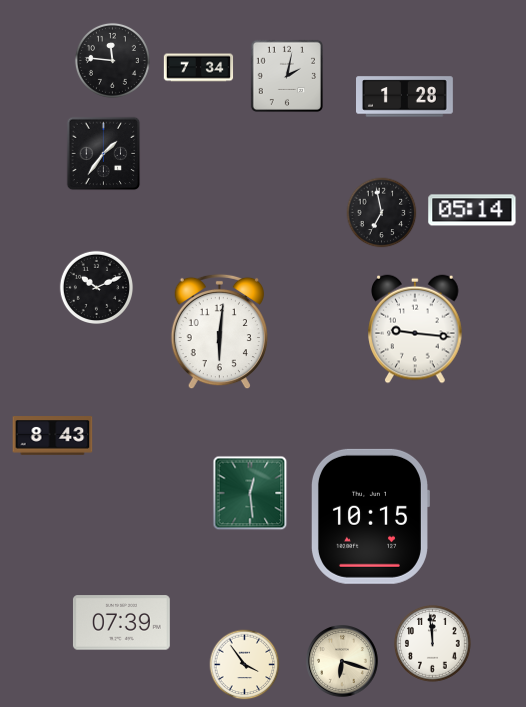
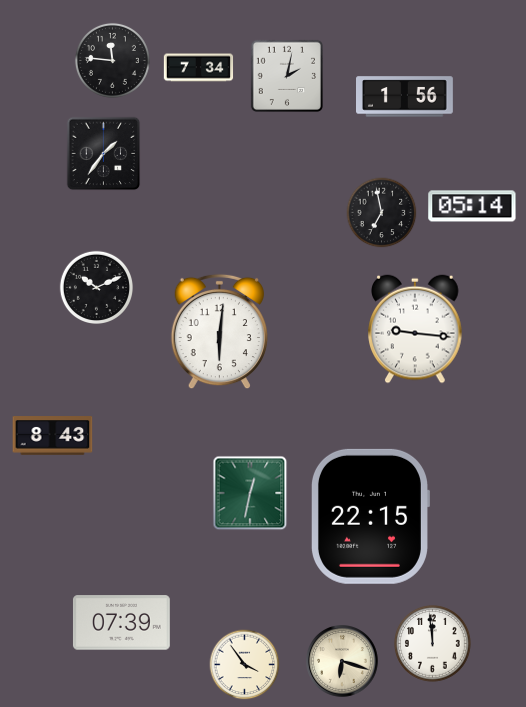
clock at (405, 97): 1:28 -> 1:56
clock at (472, 210) position: (472, 210) -> (472, 206)
clock at (250, 493): 12:29 -> 12:32
clock at (370, 516): 10:15 -> 22:15
